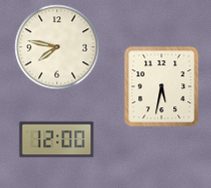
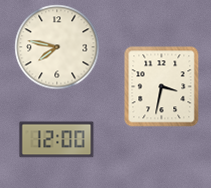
clock at (162, 87): 5:32 -> 3:32
